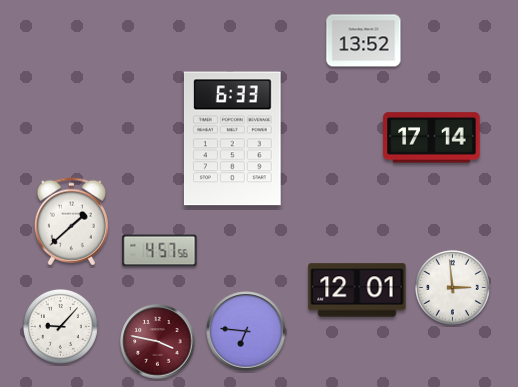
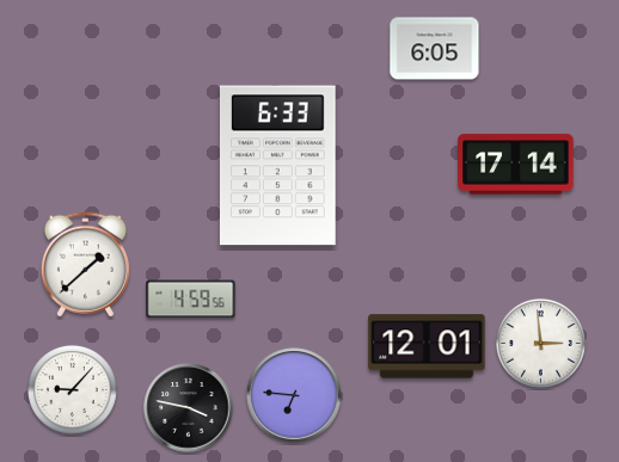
clock at (364, 41): 13:52 -> 6:05
clock at (160, 251): 4:57 -> 4:59
clock at (158, 342) dial: burgundy -> black
